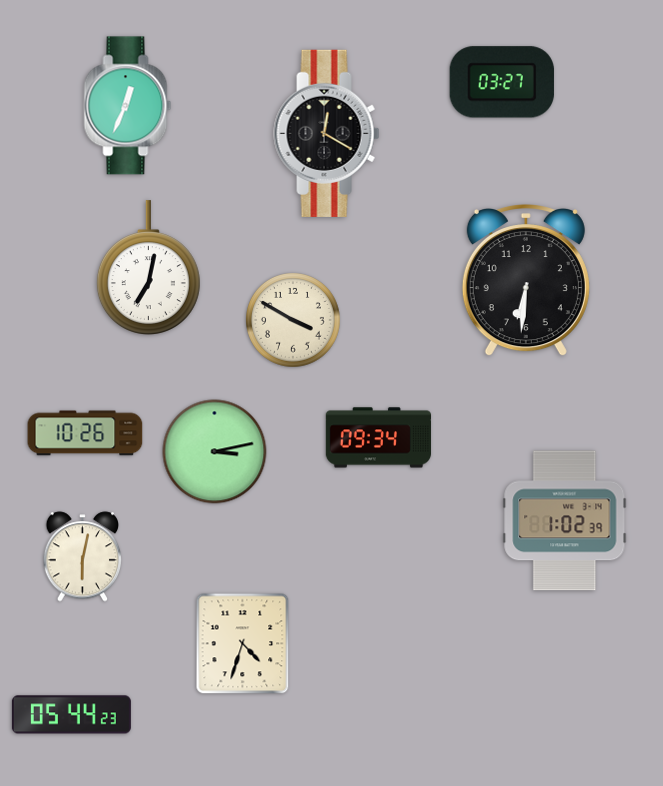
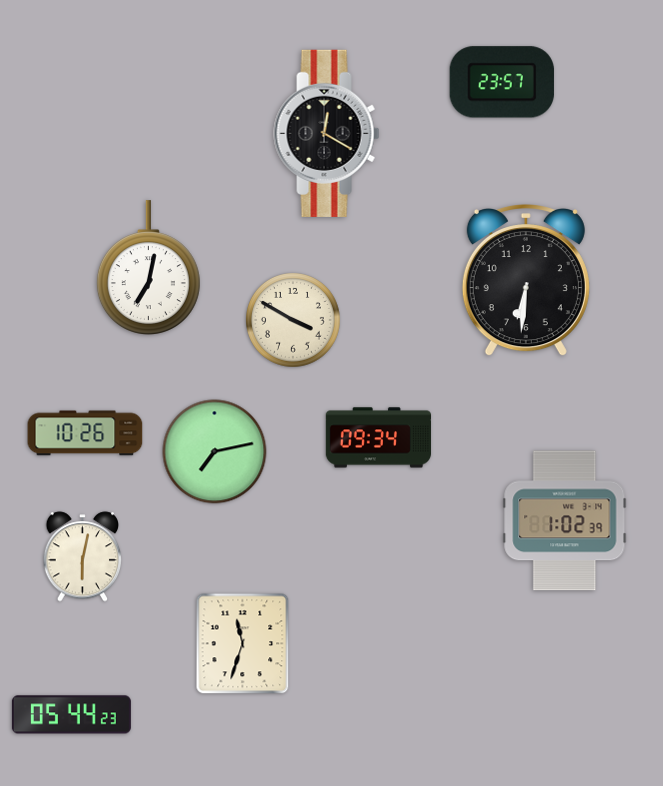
clock at (502, 82): 03:27 -> 23:57
clock at (128, 106): 12:34 -> none
clock at (215, 452): 3:13 -> 7:13
clock at (243, 644): 4:33 -> 11:33
